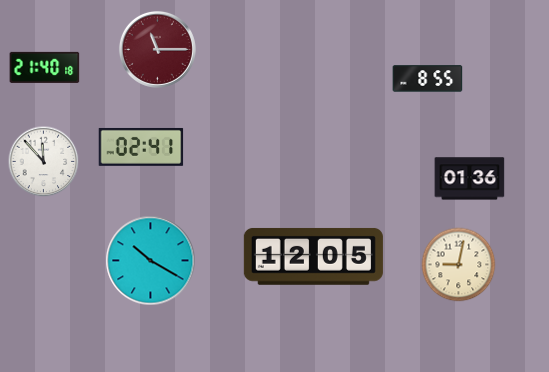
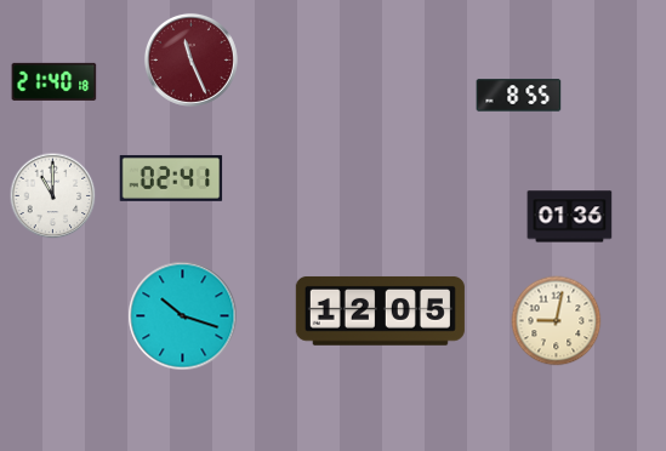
clock at (157, 49): 11:15 -> 11:26
clock at (44, 162): 11:53 -> 11:00
clock at (151, 261): 10:20 -> 10:18
